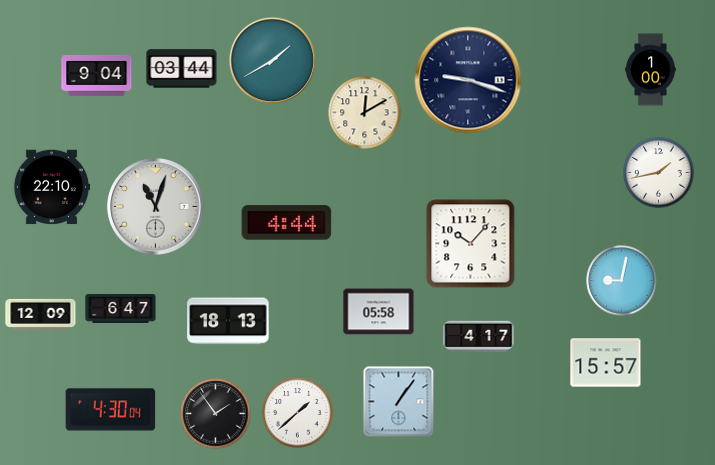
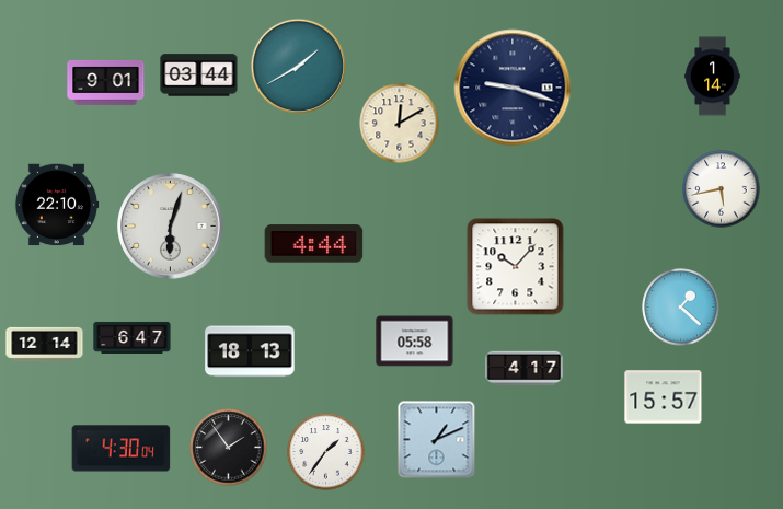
clock at (651, 70): 1:00 -> 1:14
clock at (97, 75): 9:04 -> 9:01
clock at (659, 173): 1:43 -> 5:43
clock at (156, 207): 11:03 -> 6:03
clock at (622, 281): 9:02 -> 1:22
clock at (41, 314): 12:09 -> 12:14
clock at (399, 402): 1:06 -> 1:11
clock at (298, 413): 1:38 -> 1:36
clock at (216, 414) position: (216, 414) -> (229, 448)
